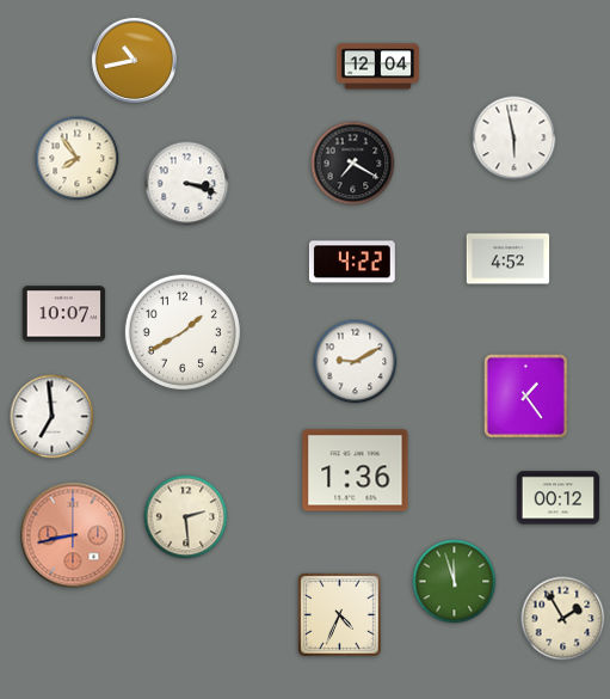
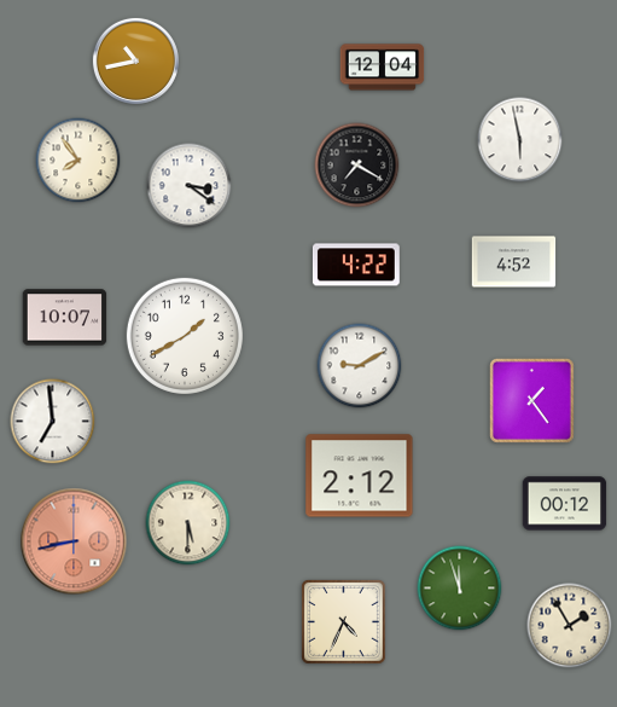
clock at (187, 184): 3:18 -> 3:21
clock at (356, 471): 1:36 -> 2:12
clock at (186, 517): 2:29 -> 5:30
